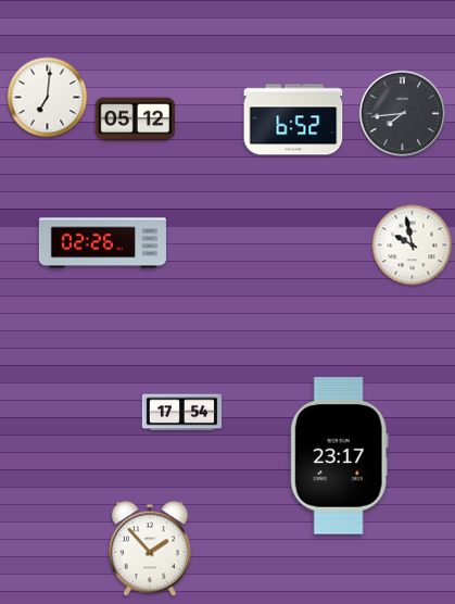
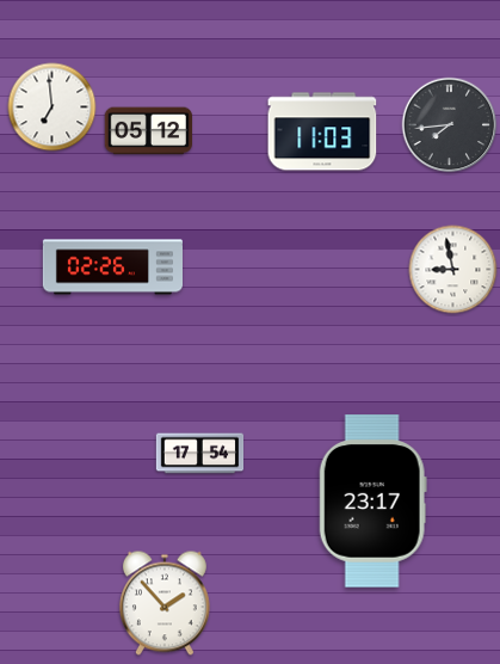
clock at (48, 98): 7:01 -> 6:59
clock at (403, 114) position: (403, 114) -> (450, 125)
clock at (293, 119): 6:52 -> 11:03
clock at (413, 246): 9:58 -> 8:58
